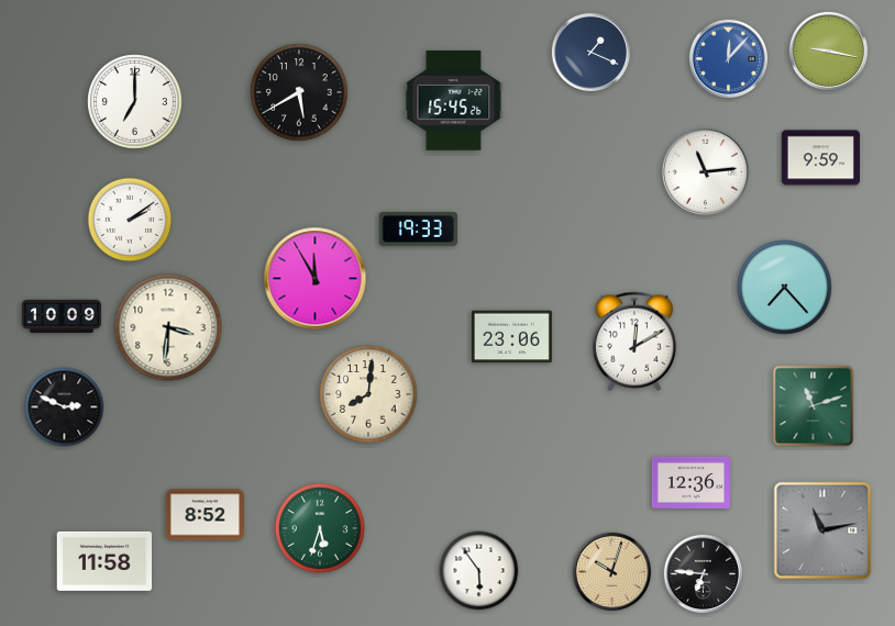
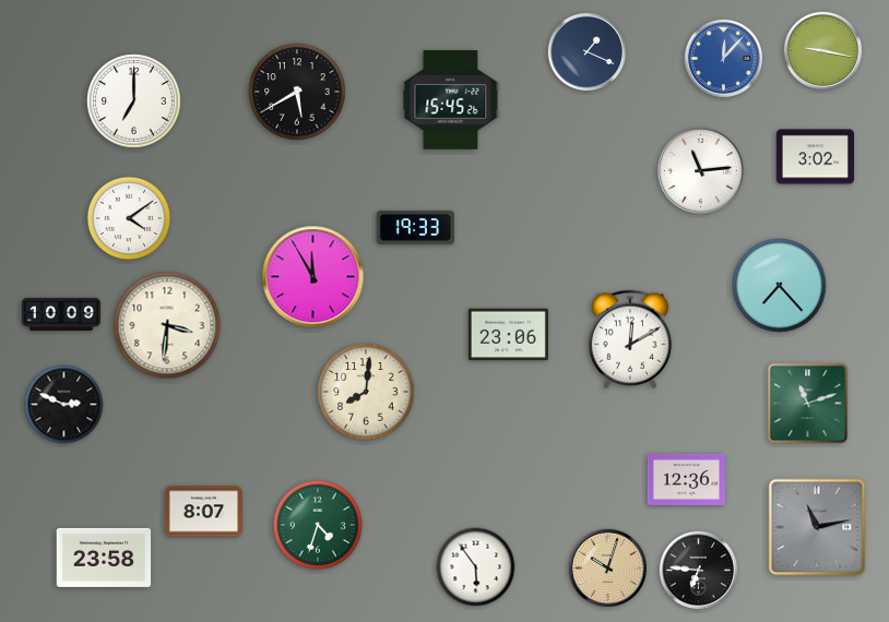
clock at (820, 158): 9:59 -> 3:02
clock at (130, 220): 2:09 -> 4:09
clock at (205, 515): 8:52 -> 8:07
clock at (320, 528): 5:33 -> 4:33
clock at (104, 561): 11:58 -> 23:58
